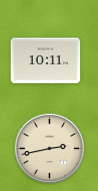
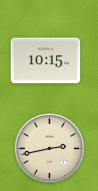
clock at (46, 61): 10:11 -> 10:15
